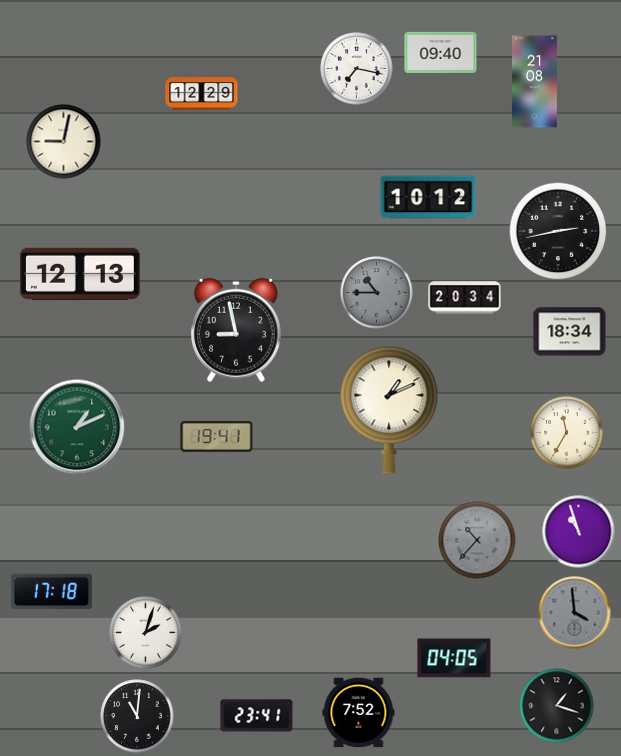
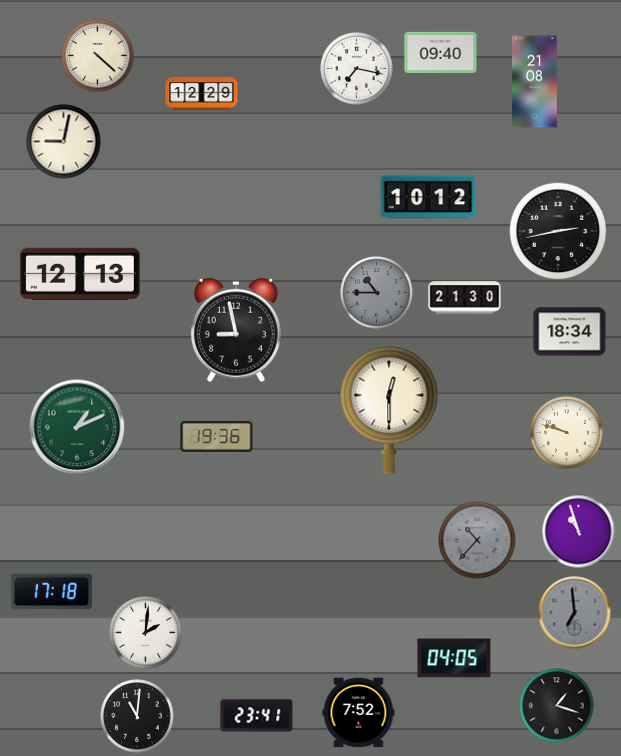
clock at (98, 56): none -> 4:22
clock at (465, 298): 20:34 -> 21:30
clock at (389, 410): 1:11 -> 12:30
clock at (567, 433): 11:35 -> 9:48
clock at (217, 437): 19:41 -> 19:36
clock at (575, 613): 3:59 -> 6:59
clock at (146, 633): 2:03 -> 2:01
